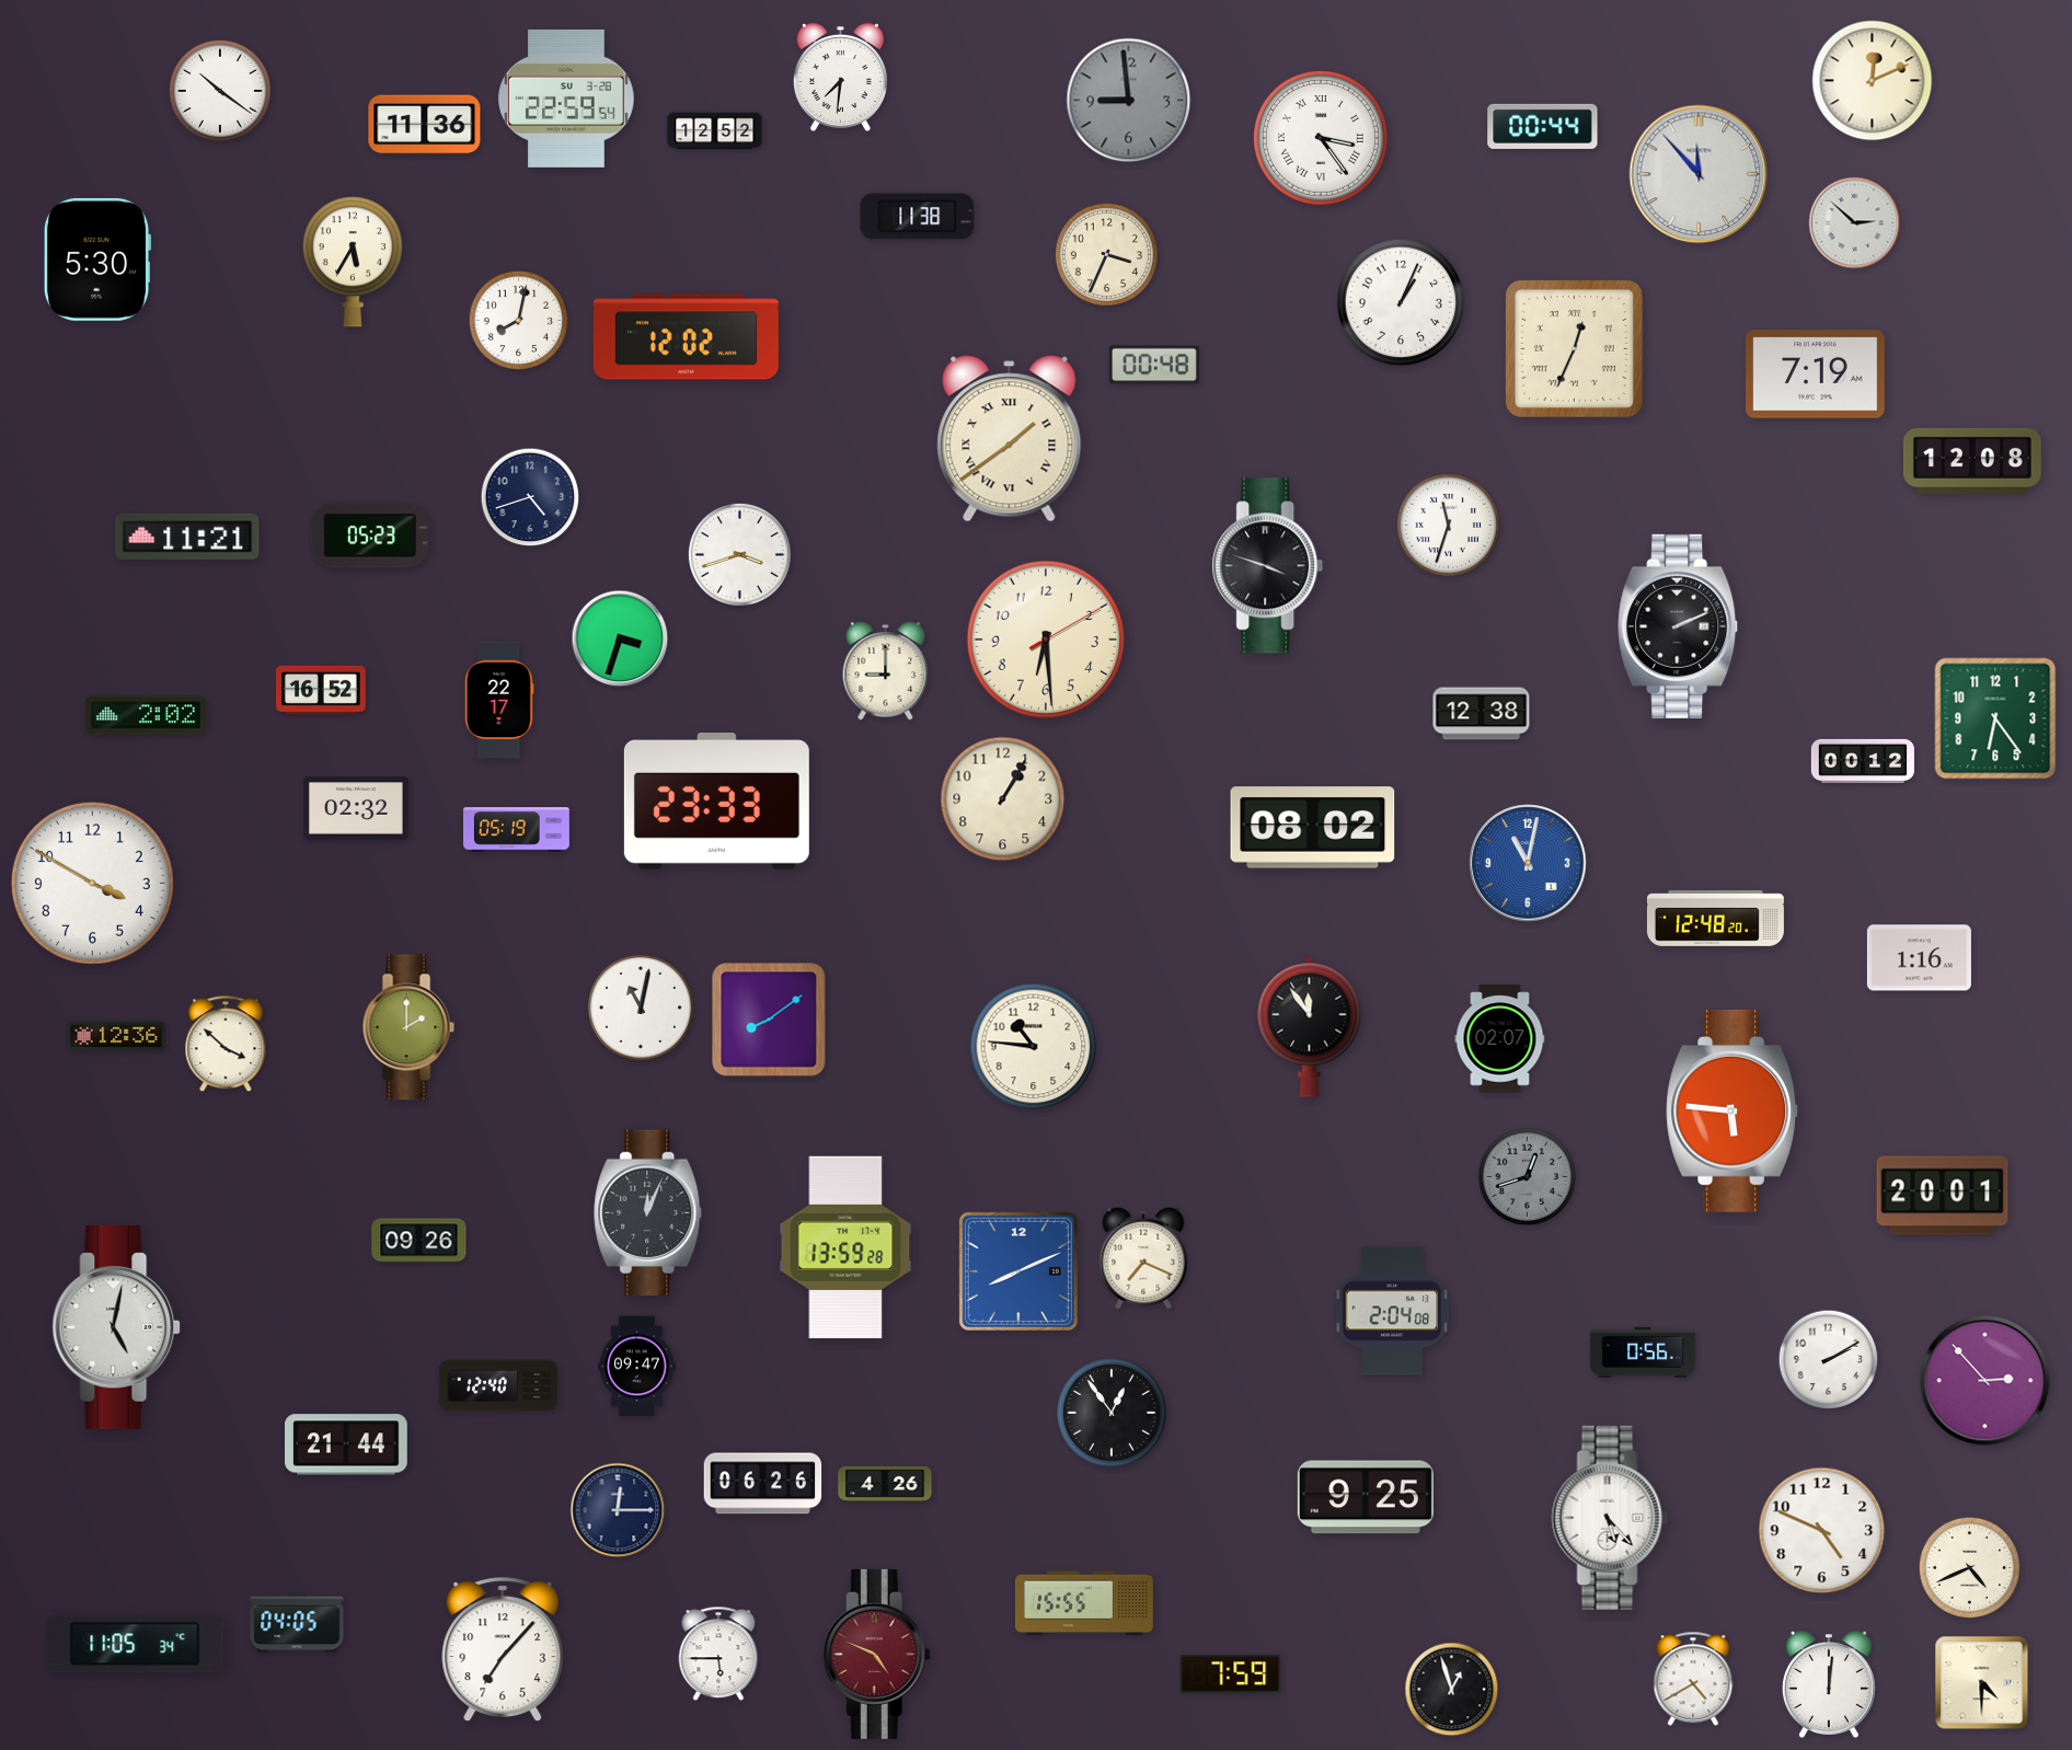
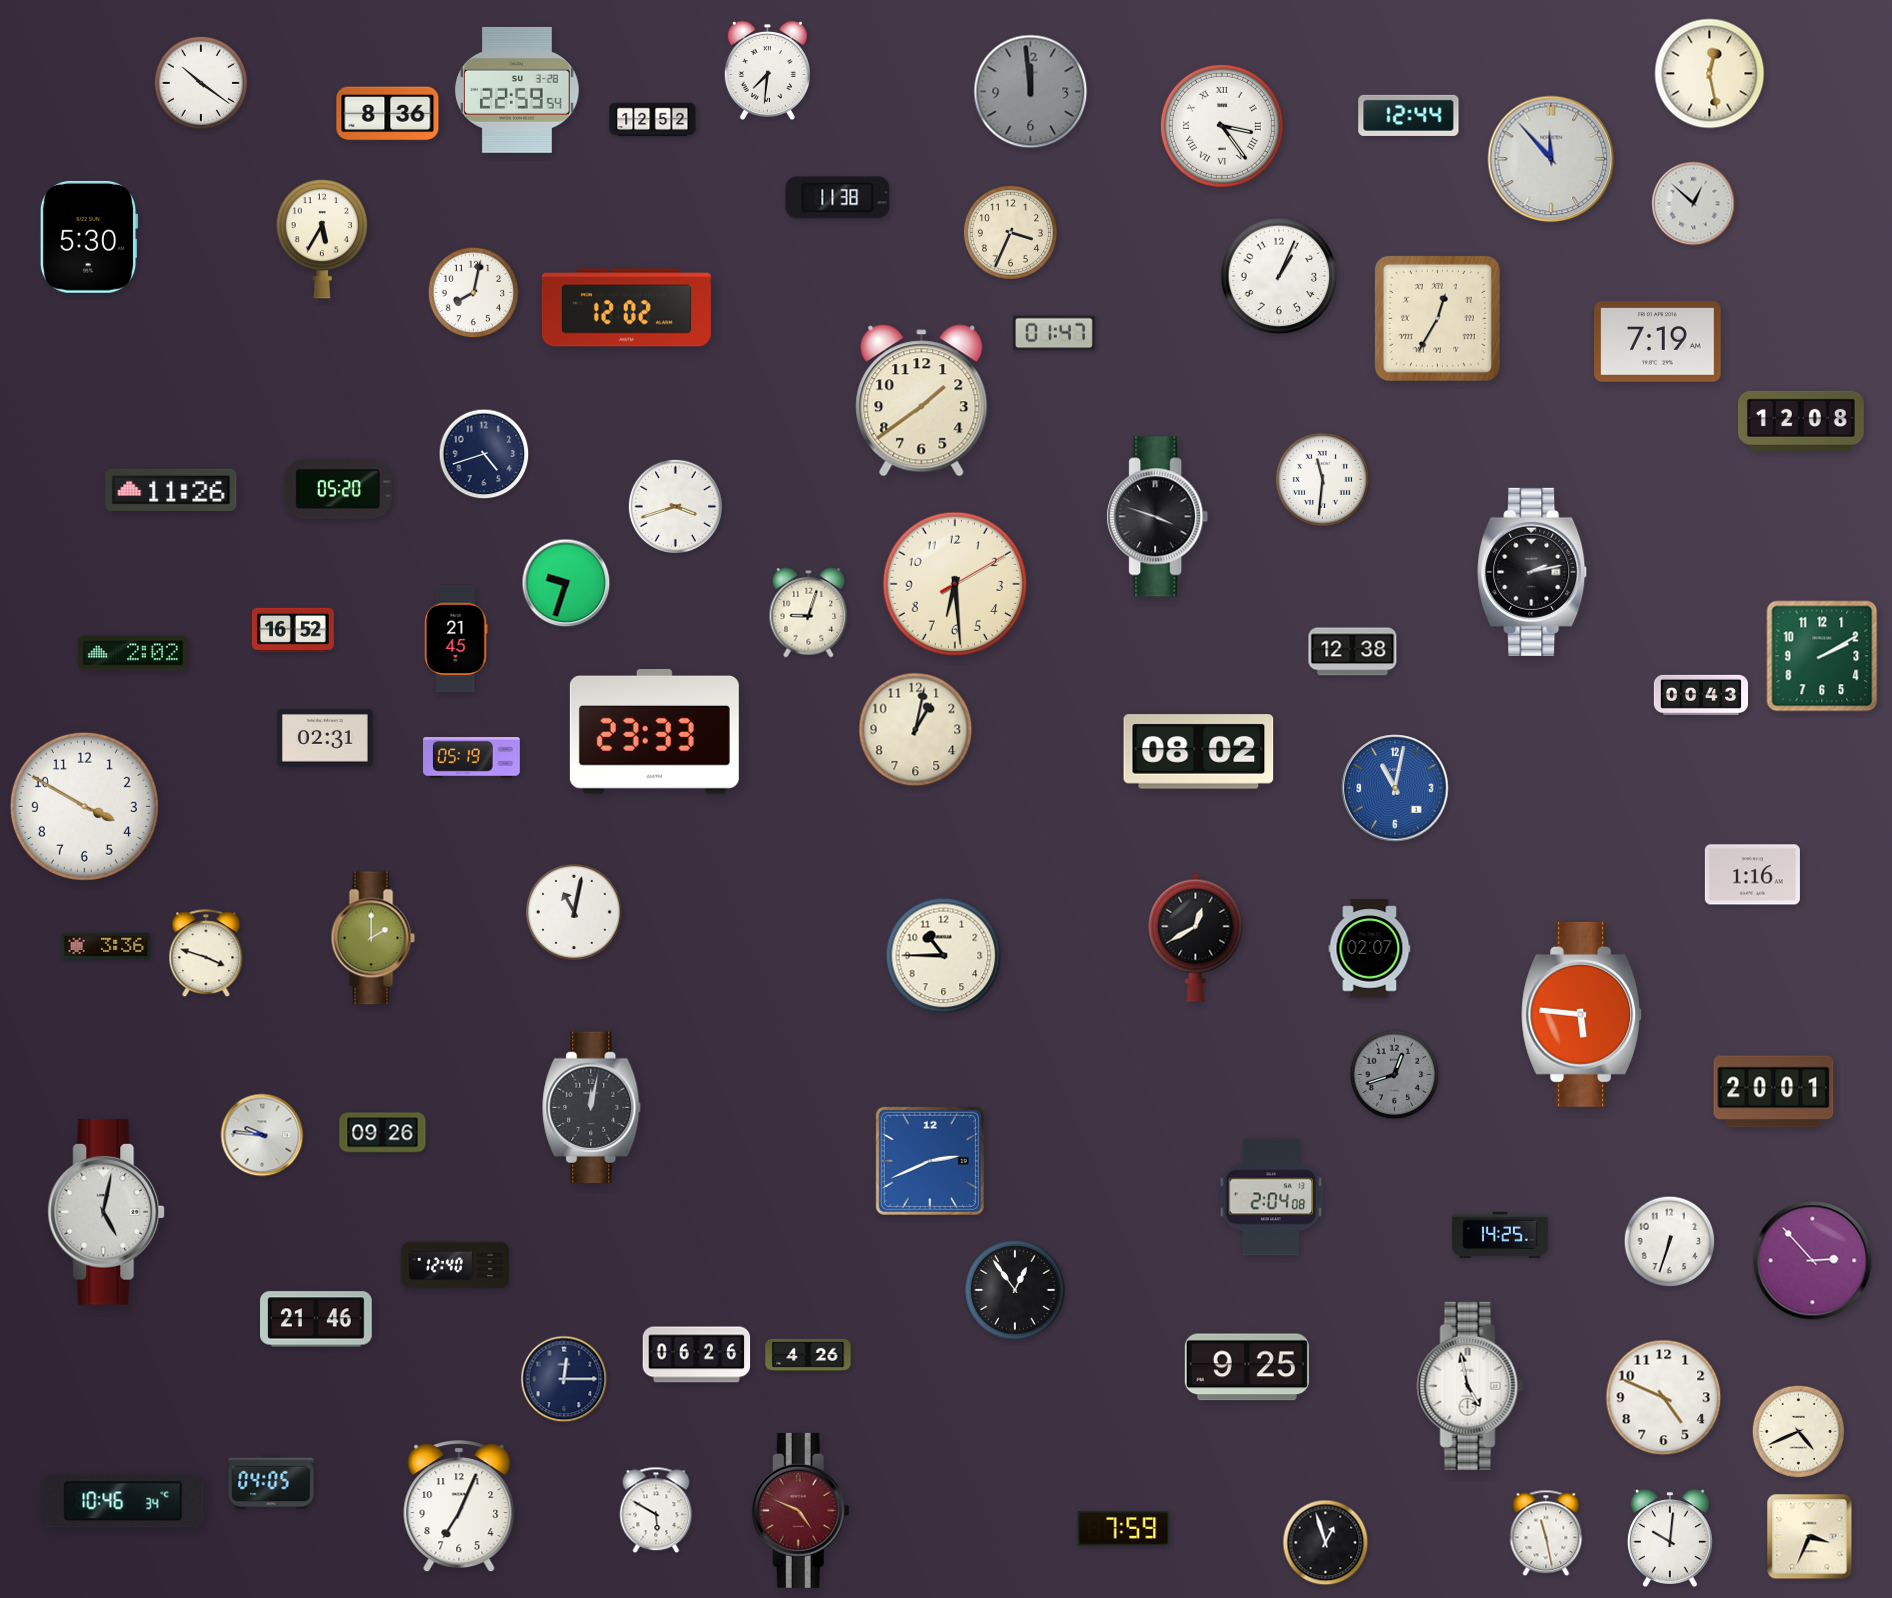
clock at (1873, 81): 12:11 -> 12:28
clock at (1129, 101): 8:59 -> 11:59
clock at (425, 125): 11:36 -> 8:36
clock at (1543, 126): 00:44 -> 12:44
clock at (1321, 138) position: (1321, 138) -> (1222, 126)
clock at (1855, 223): 2:52 -> 12:52
clock at (1574, 348): 12:34 -> 12:35
clock at (1155, 365): 00:48 -> 01:47
clock at (1010, 439) numerals: Roman -> Arabic
clock at (1448, 525): 11:33 -> 11:31
clock at (370, 536): 05:23 -> 05:20
clock at (187, 537): 11:21 -> 11:26
clock at (1679, 626): 2:11 -> 2:13
clock at (620, 638): 3:33 -> 9:33
clock at (886, 671): 9:00 -> 9:03
clock at (499, 700): 22:17 -> 21:45
clock at (1995, 718): 6:24 -> 2:10
clock at (1862, 761): 00:12 -> 00:43
clock at (1003, 799): 1:05 -> 1:02
clock at (356, 808): 02:32 -> 02:31
clock at (1313, 828) position: (1313, 828) -> (1199, 752)
clock at (1715, 918): 12:48 -> none
clock at (641, 1008) position: (641, 1008) -> (574, 912)
clock at (769, 1020): 8:09 -> none
clock at (1310, 1026): 11:54 -> 12:40
clock at (116, 1036): 12:36 -> 3:36
clock at (226, 1045): 3:52 -> 3:48
clock at (1034, 1047): 10:46 -> 10:45
clock at (648, 1213): 12:04 -> 12:02
clock at (262, 1135): none -> 9:46
clock at (845, 1247): 13:59 -> none
clock at (1143, 1258): 7:19 -> none
clock at (1018, 1271): 8:11 -> 2:41
clock at (1643, 1351): 0:56 -> 14:25
clock at (1829, 1360): 2:10 -> 6:33
clock at (637, 1367): 09:47 -> none
clock at (347, 1444): 21:44 -> 21:46
clock at (1610, 1518): 5:23 -> 4:58
clock at (1084, 1603): 15:55 -> none
clock at (135, 1644): 11:05 -> 10:46
clock at (503, 1650): 7:07 -> 7:04
clock at (718, 1654): 5:45 -> 5:50
clock at (1693, 1679): 4:40 -> 11:28
clock at (1982, 1683): 4:30 -> 3:34
clock at (1829, 1684): 12:01 -> 10:01
